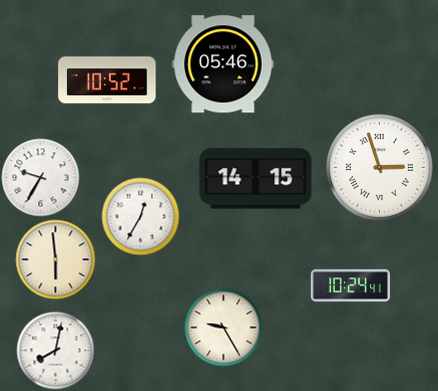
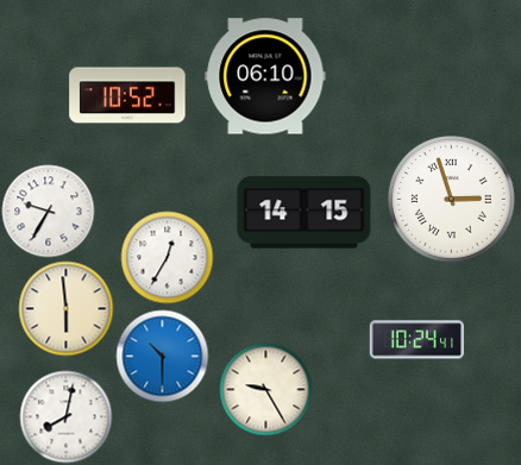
clock at (223, 64): 05:46 -> 06:10
clock at (162, 356): none -> 10:30
